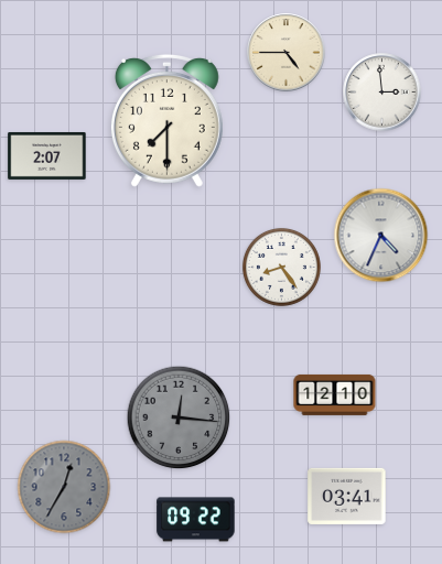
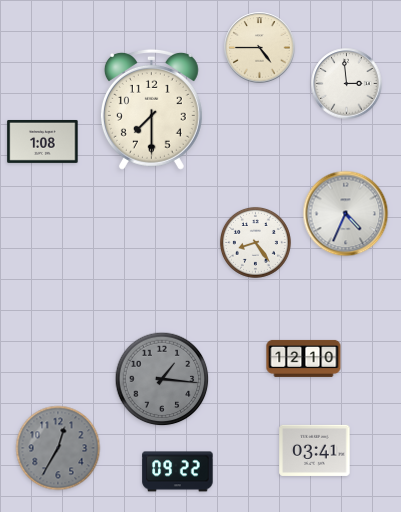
clock at (47, 155): 2:07 -> 1:08
clock at (179, 417): 12:16 -> 1:16
clock at (64, 487) position: (64, 487) -> (58, 448)
